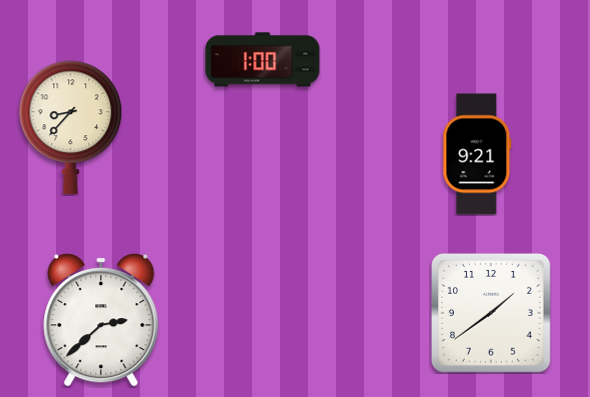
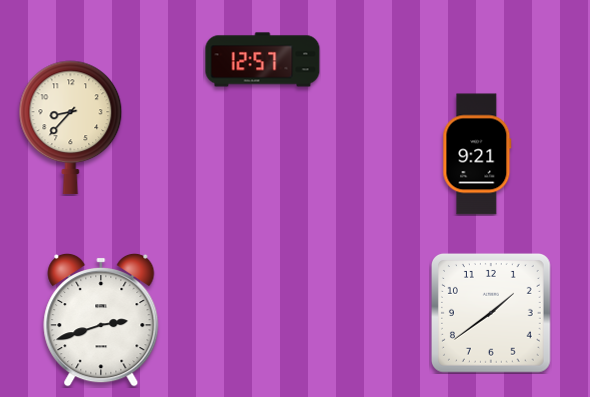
clock at (263, 60): 1:00 -> 12:57
clock at (101, 320): 2:38 -> 2:42
